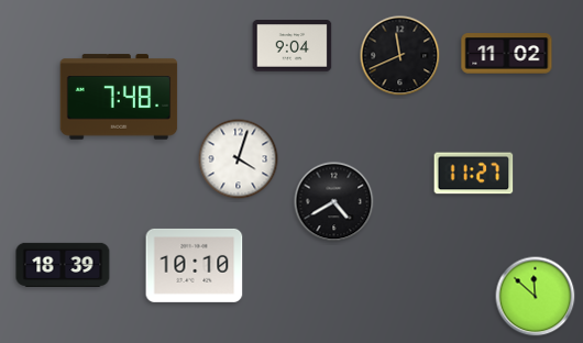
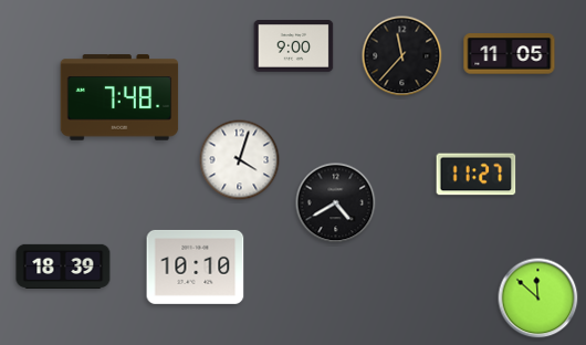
clock at (293, 46): 9:04 -> 9:00
clock at (507, 54): 11:02 -> 11:05
clock at (400, 56): 11:41 -> 11:37
